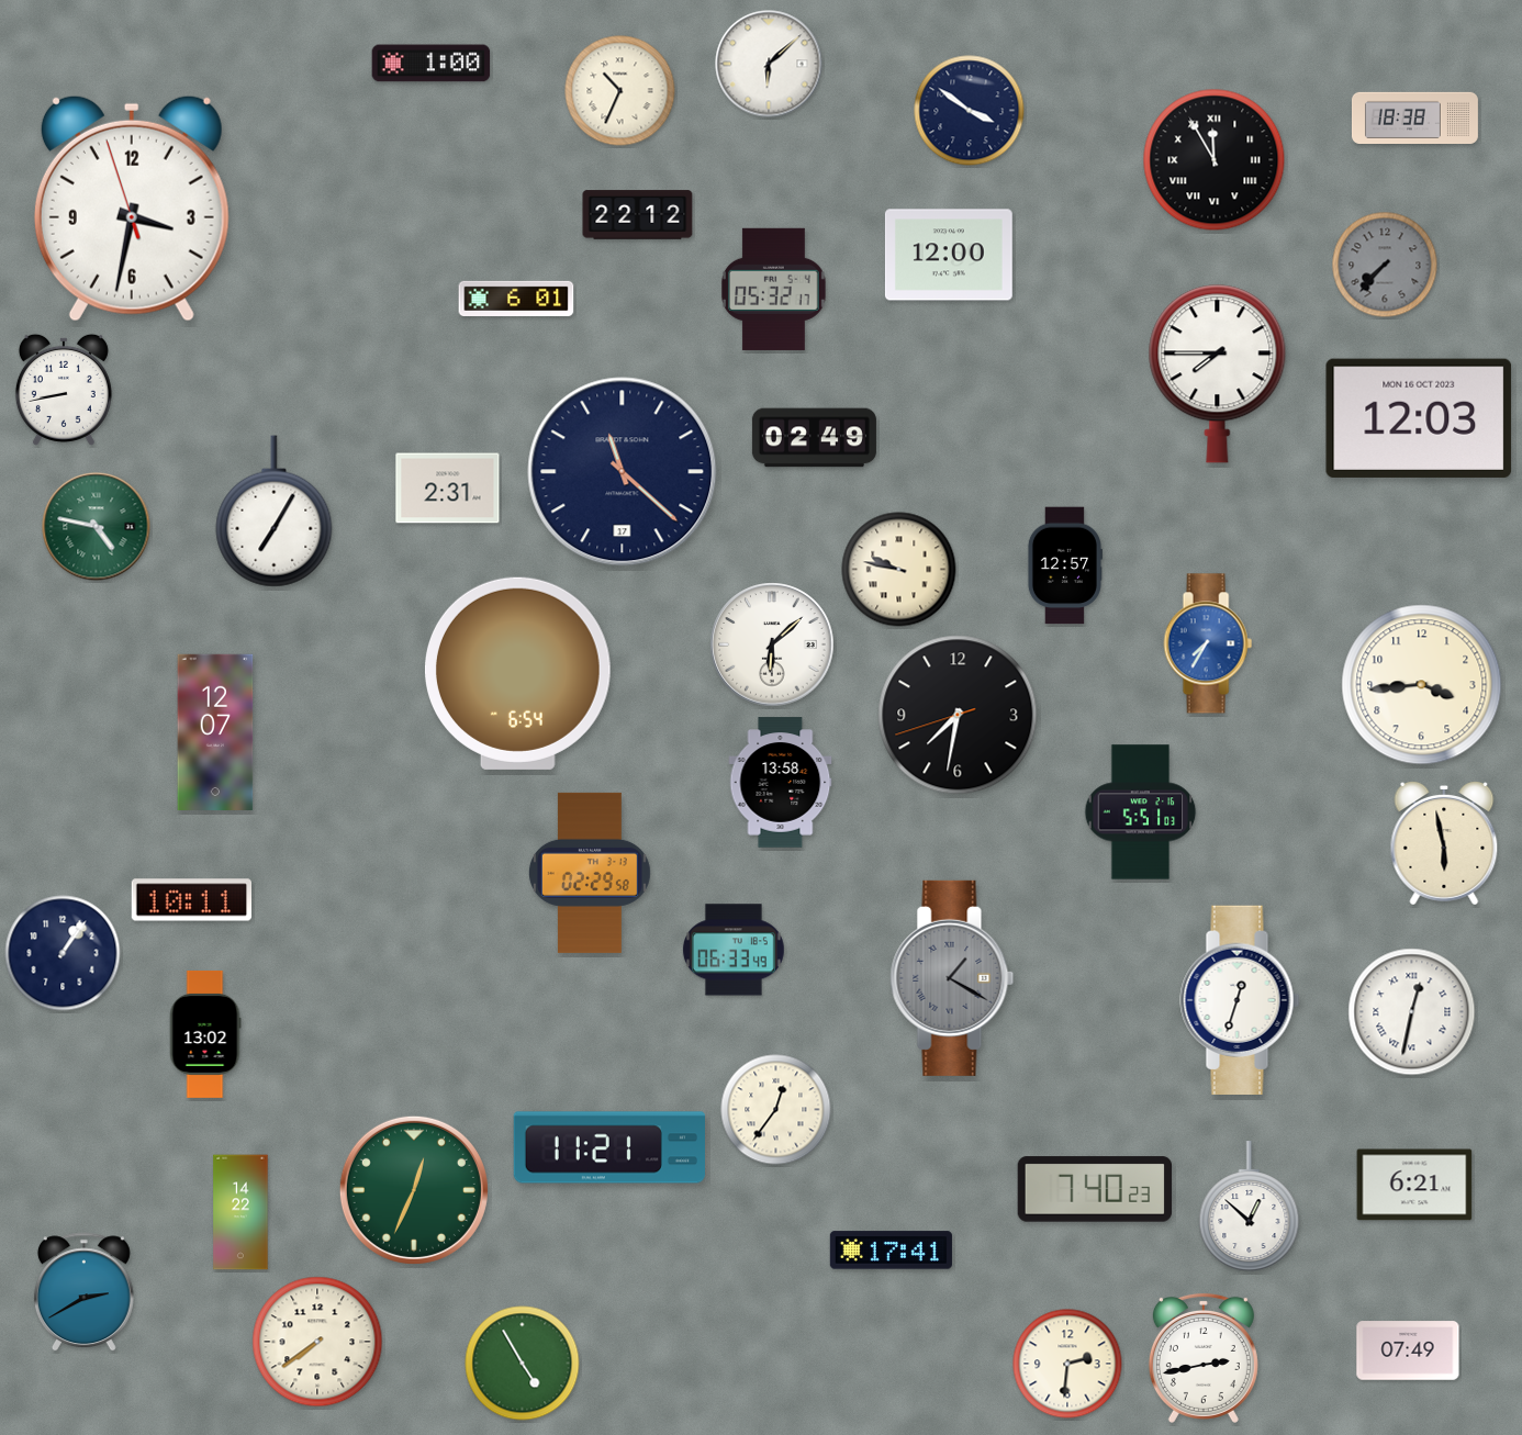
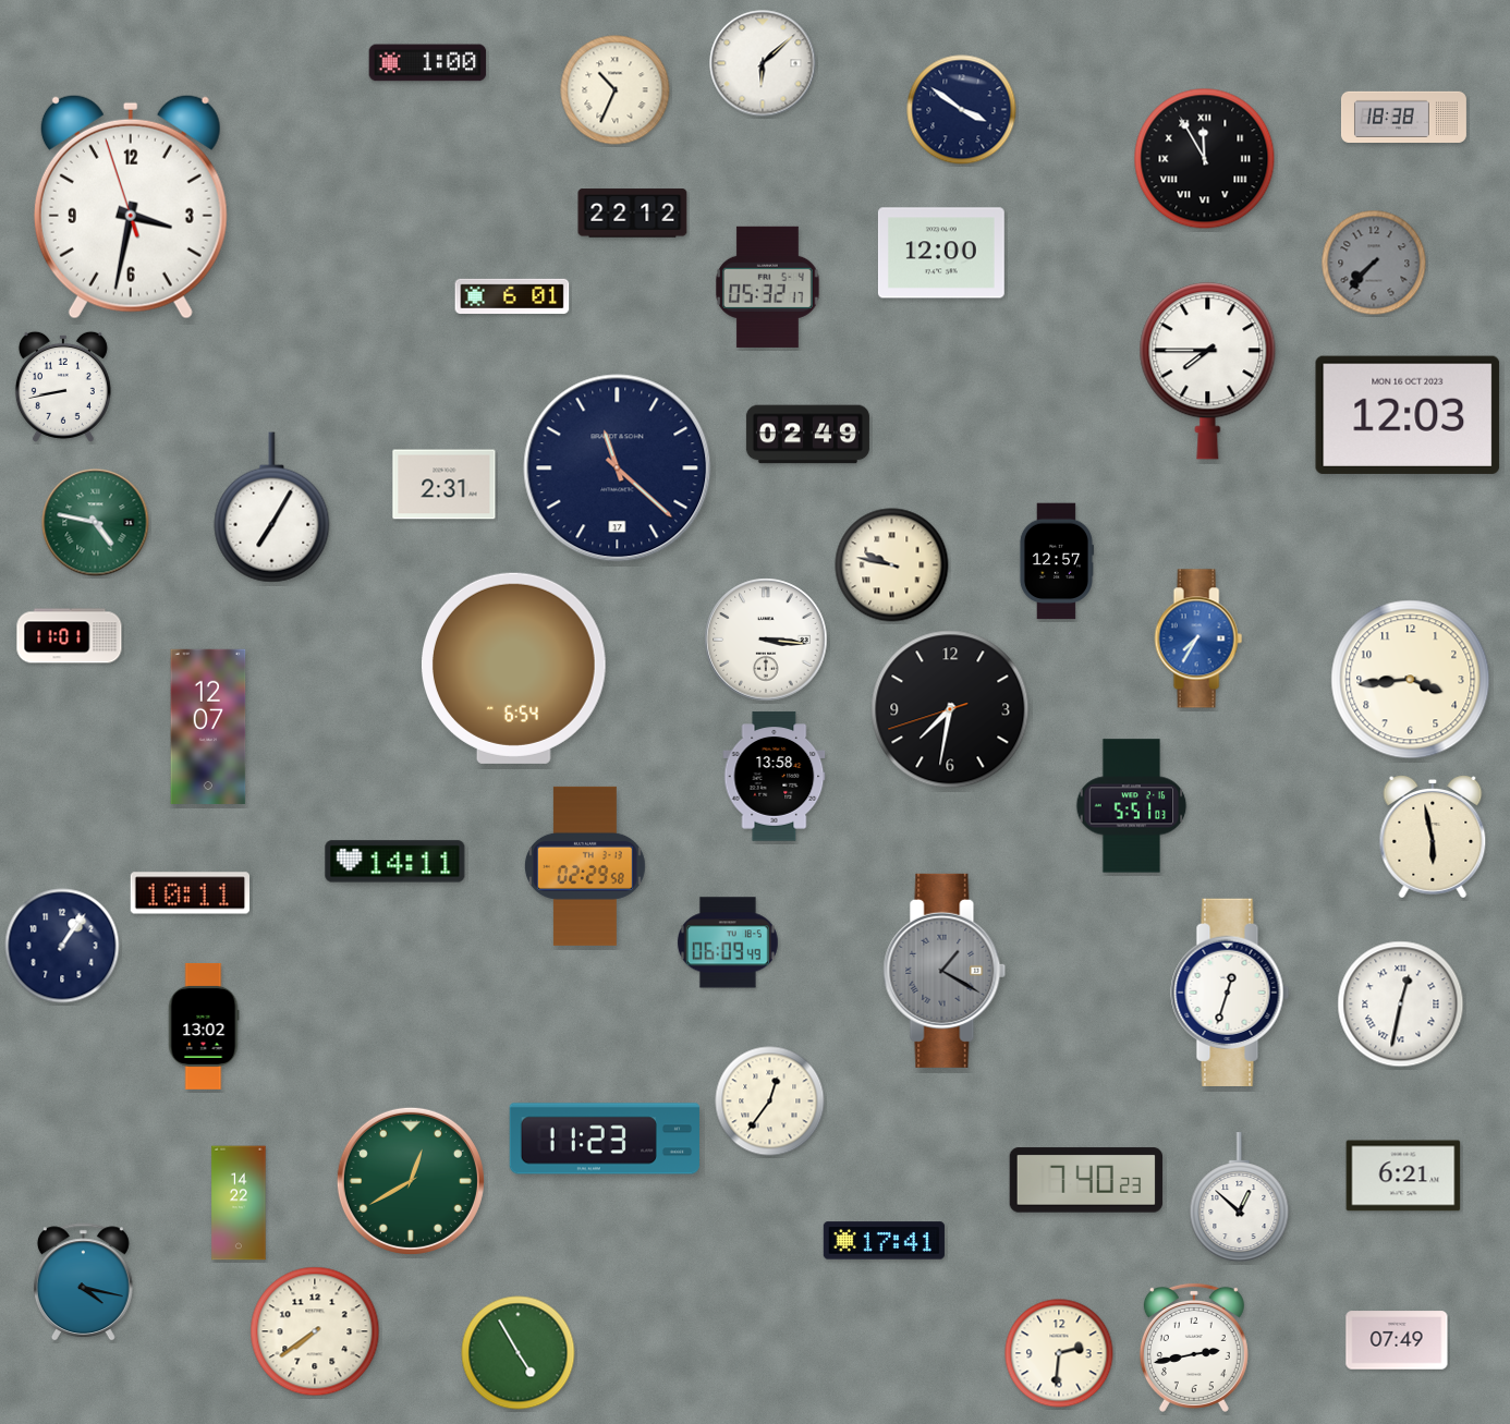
clock at (70, 636): none -> 11:01
clock at (772, 644): 6:08 -> 3:16
clock at (215, 731) position: (215, 731) -> (208, 726)
clock at (395, 862): none -> 14:11
clock at (734, 950): 06:33 -> 06:09
clock at (609, 1147): 11:21 -> 11:23
clock at (414, 1190): 12:34 -> 12:40
clock at (83, 1292): 2:40 -> 4:17
